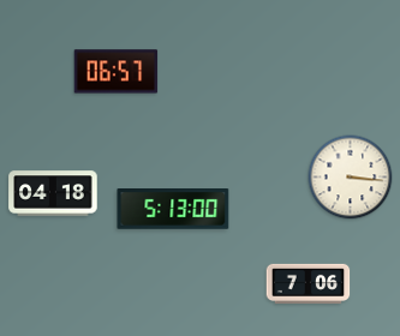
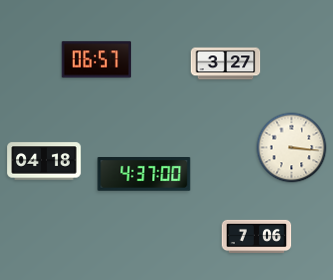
clock at (226, 64): none -> 3:27
clock at (173, 210): 5:13 -> 4:37
